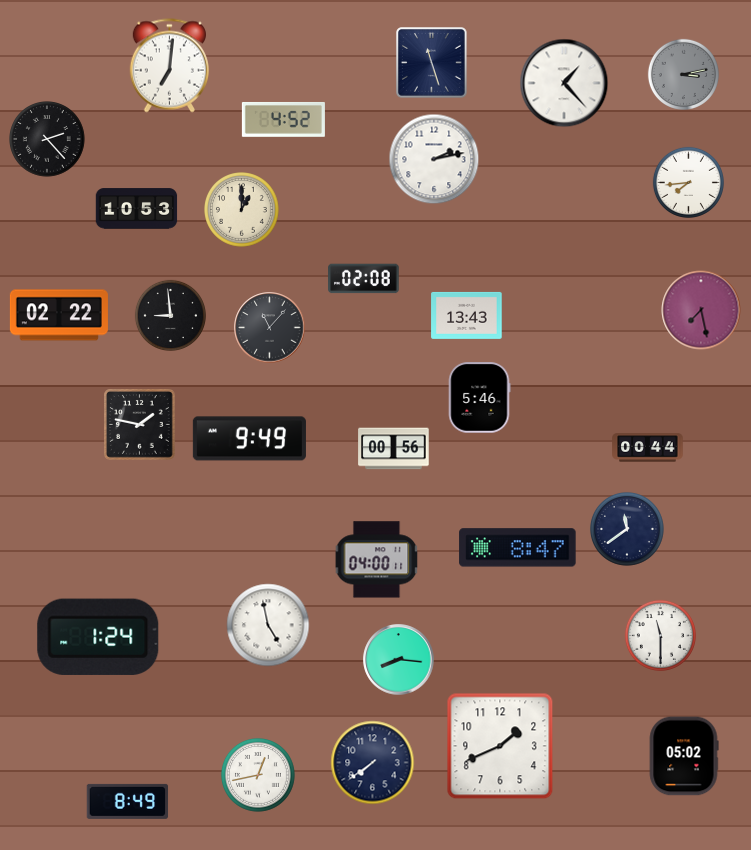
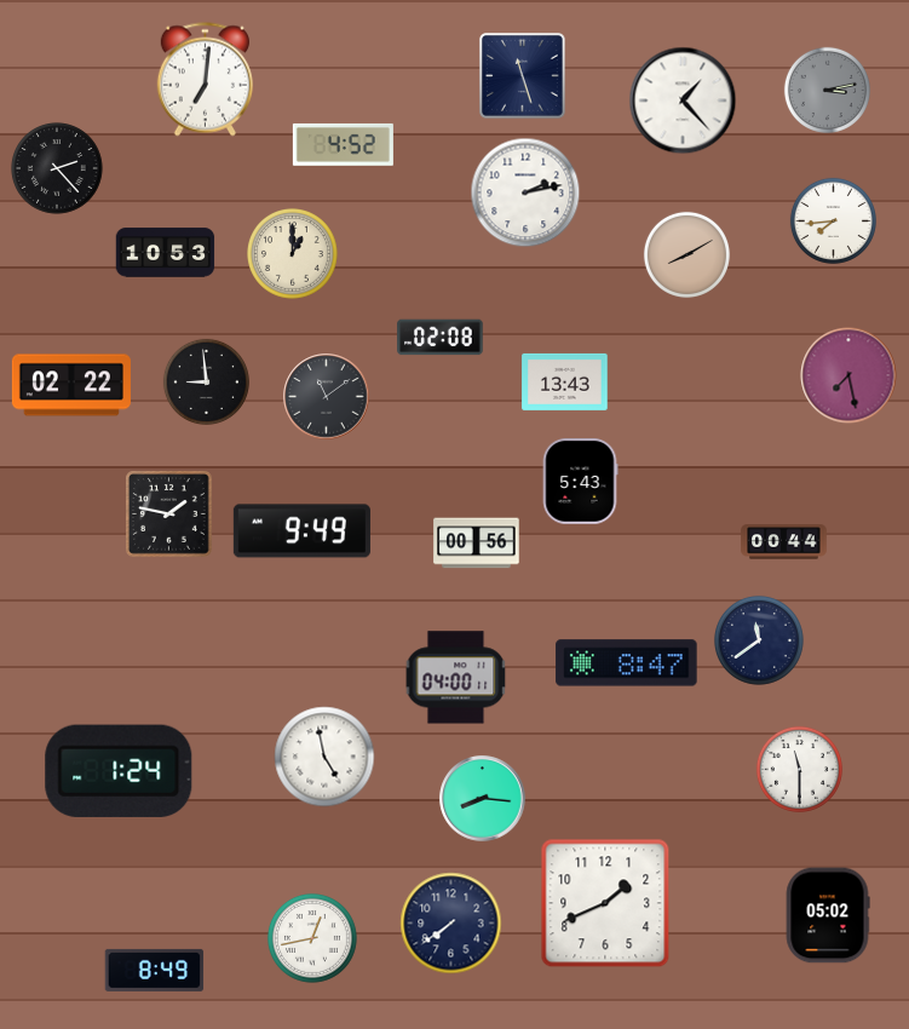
clock at (686, 254): none -> 8:10
clock at (59, 315) position: (59, 315) -> (71, 385)
clock at (270, 328): 11:07 -> 11:09
clock at (479, 398): 5:46 -> 5:43
